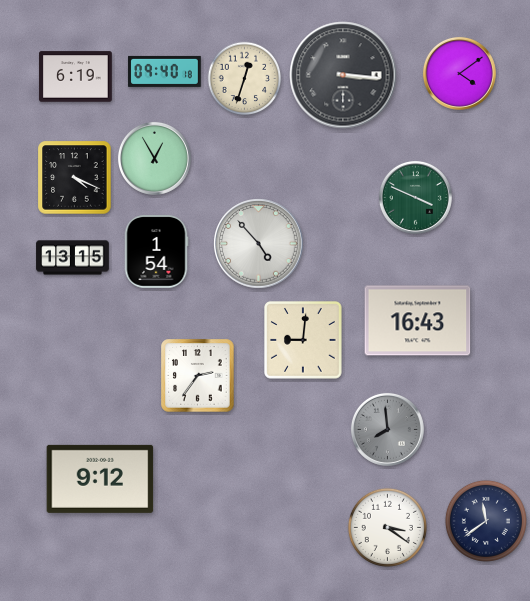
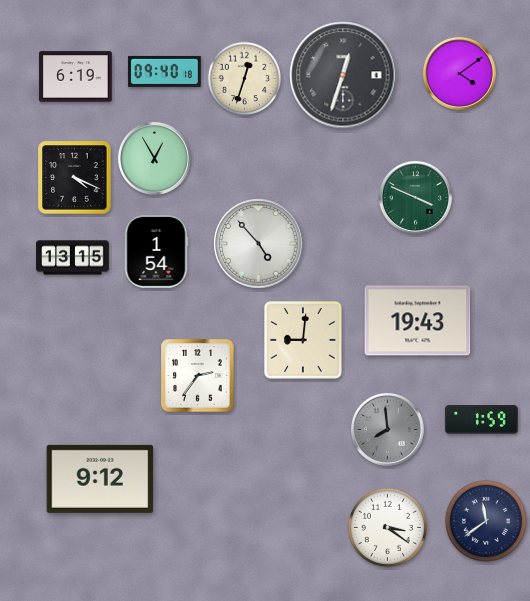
clock at (343, 75): 3:16 -> 12:33
clock at (418, 321): 16:43 -> 19:43
clock at (482, 420): none -> 1:59
